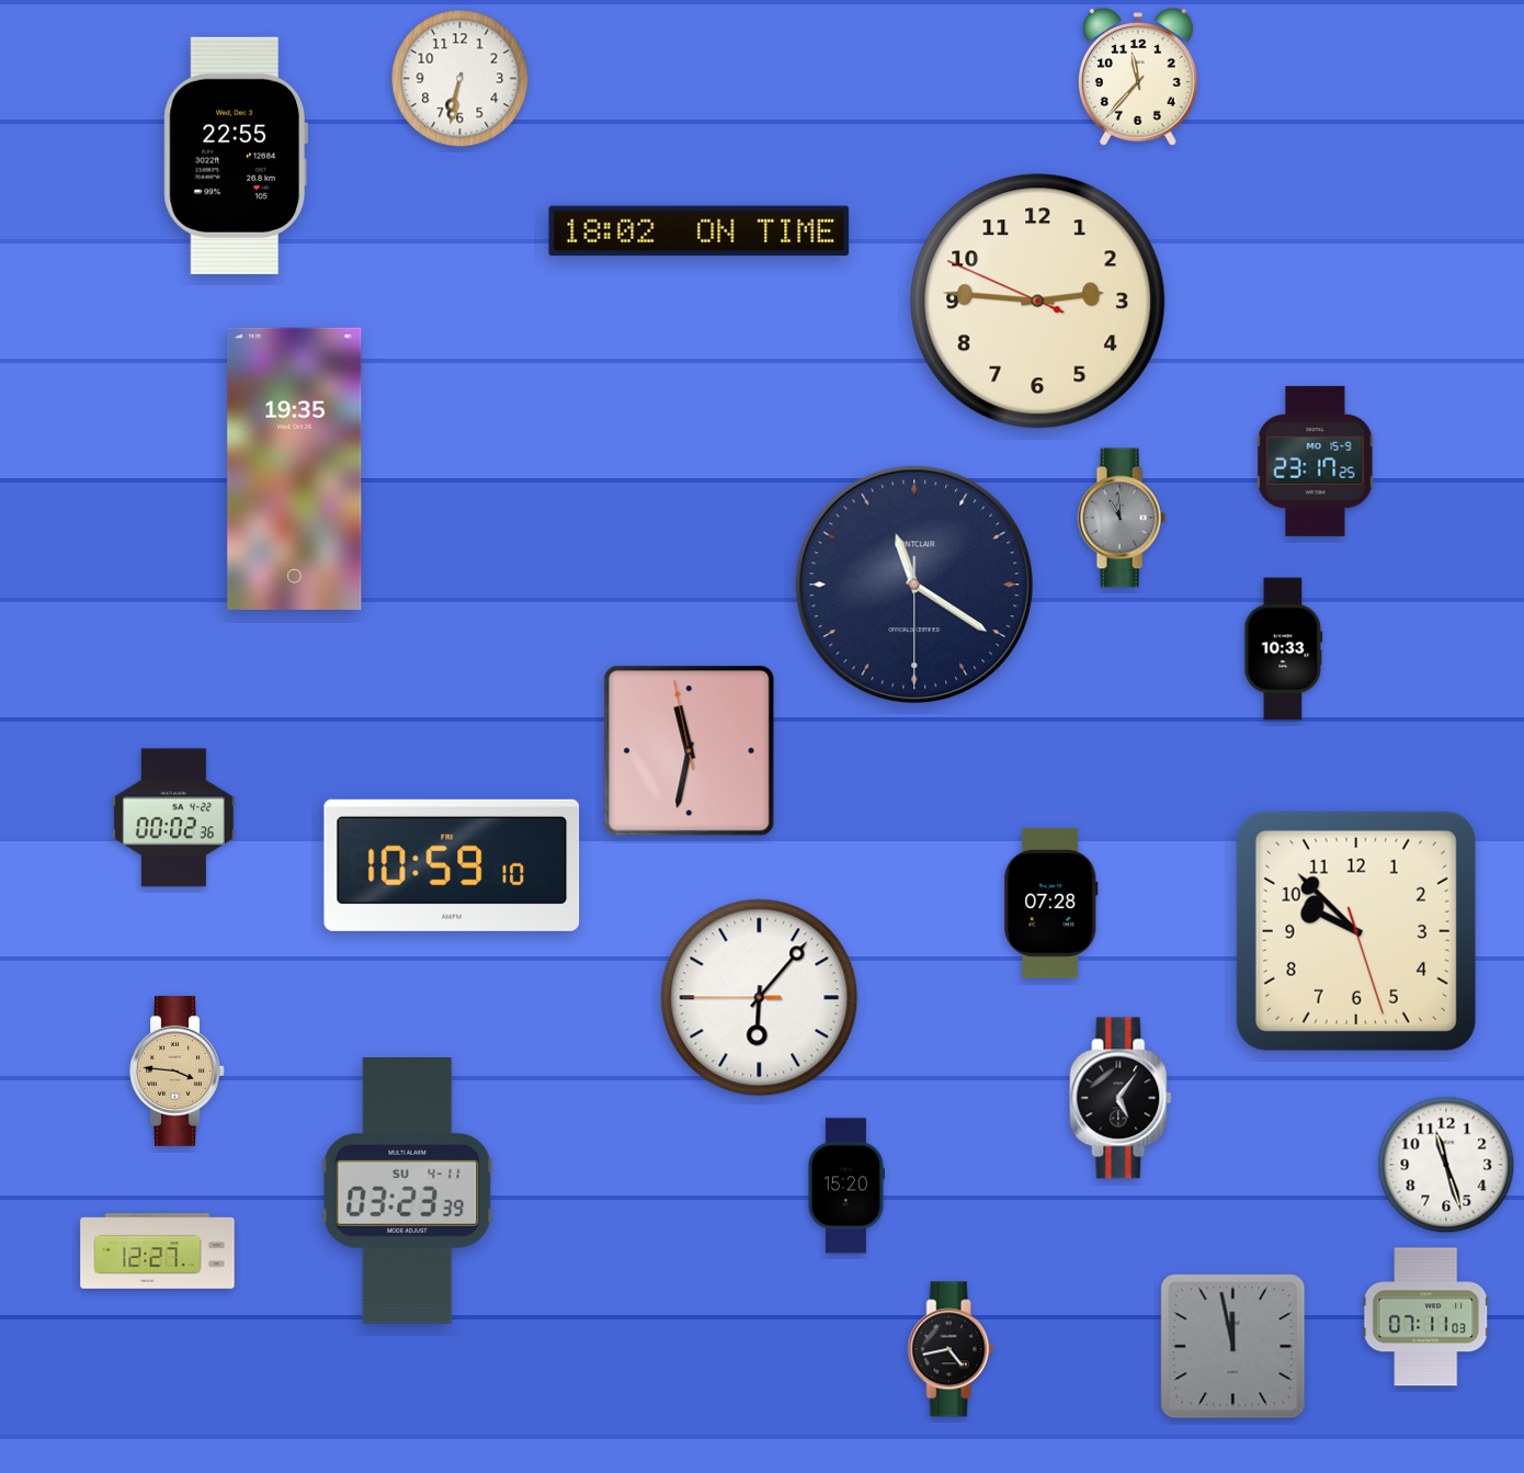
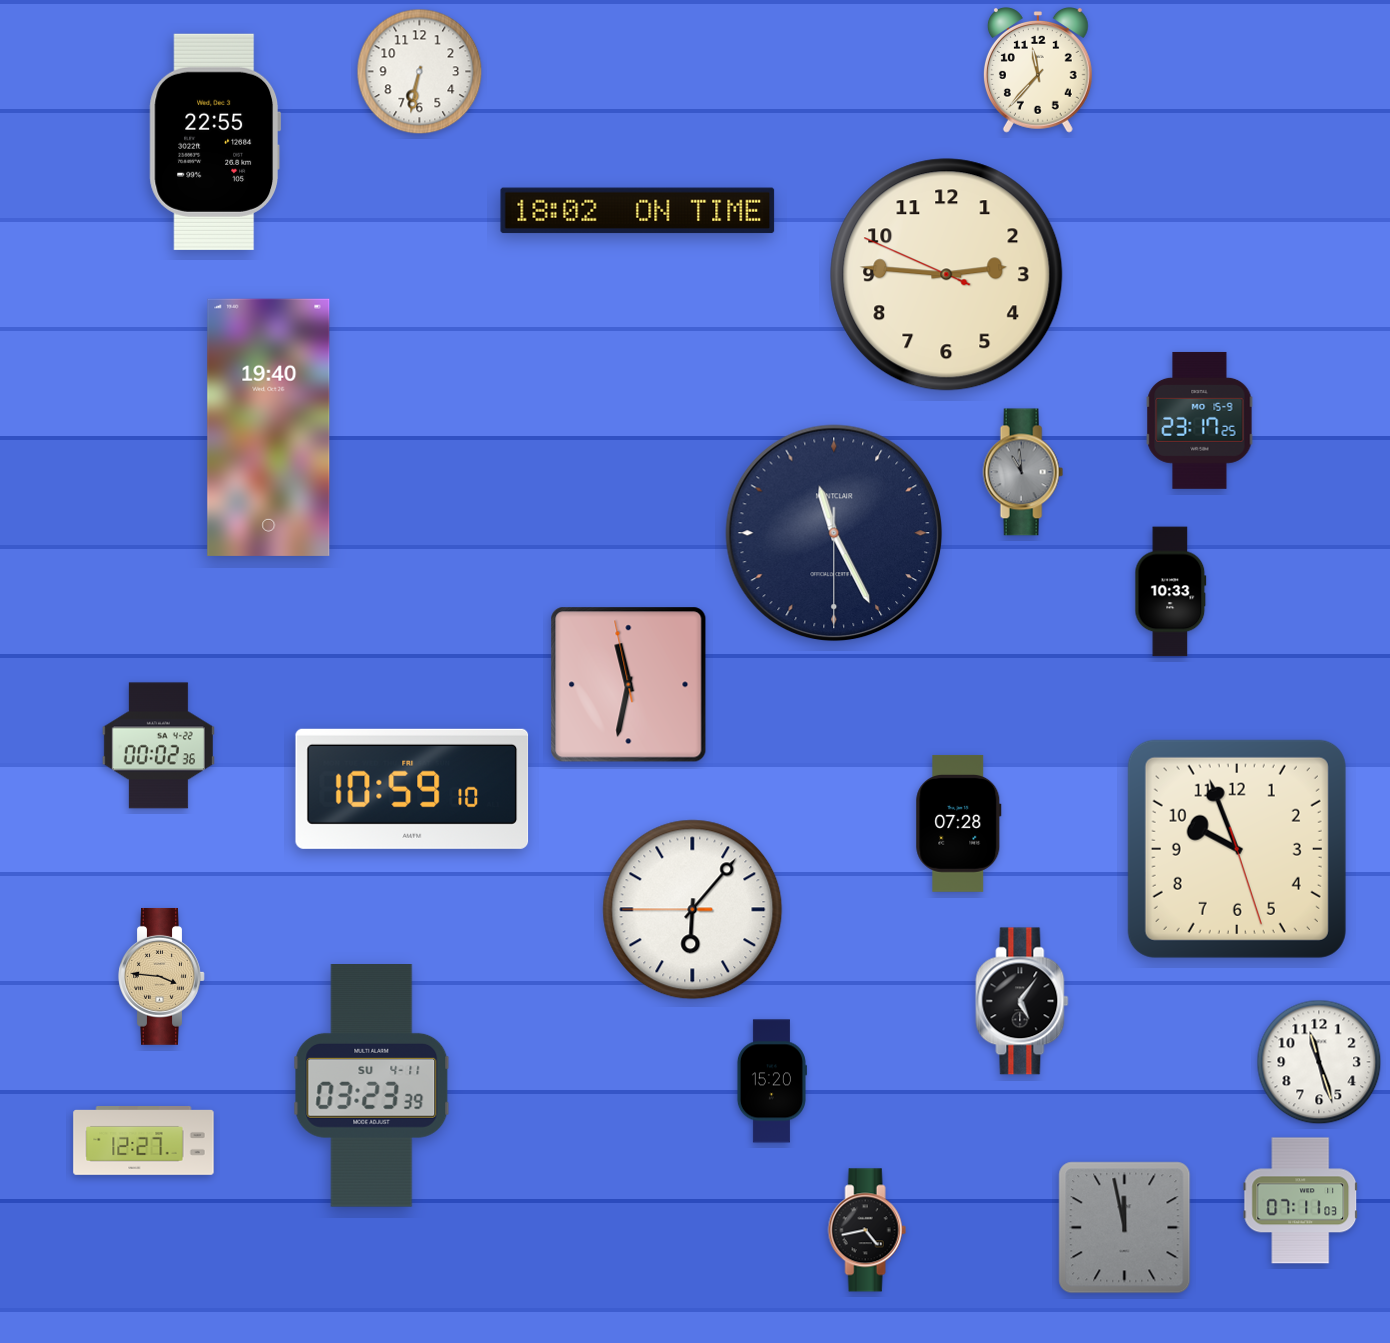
clock at (295, 468): 19:35 -> 19:40
clock at (914, 585): 11:20 -> 11:25
clock at (1356, 931): 9:52 -> 9:56
